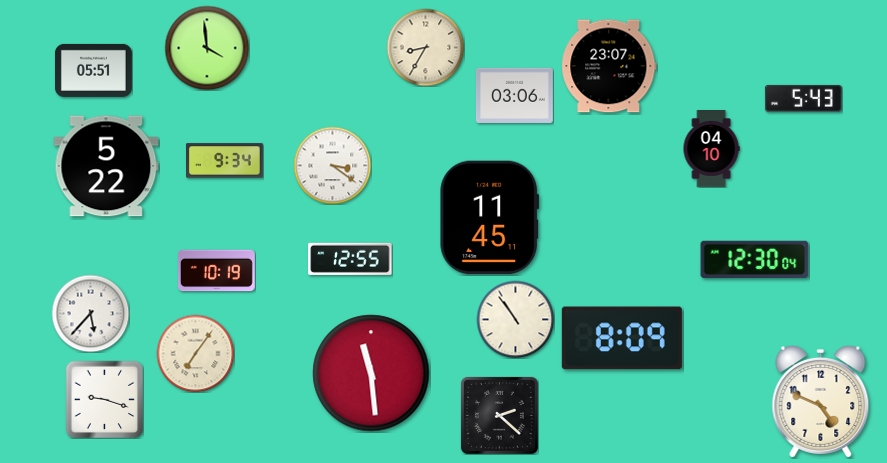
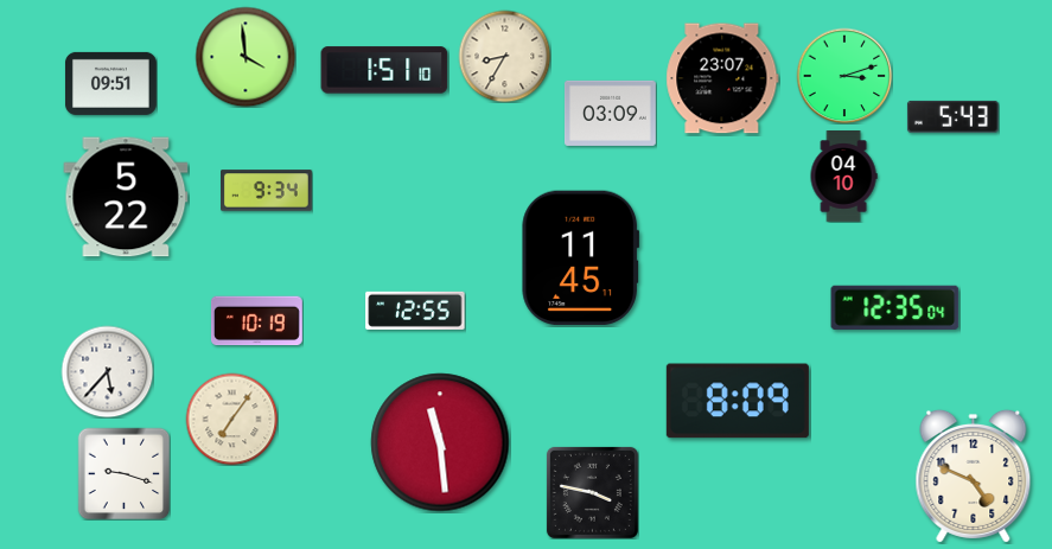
clock at (384, 70): none -> 1:51
clock at (844, 76): none -> 3:12
clock at (94, 70): 05:51 -> 09:51
clock at (515, 95): 03:06 -> 03:09
clock at (332, 165): 3:21 -> none
clock at (350, 259) position: (350, 259) -> (415, 311)
clock at (755, 259): 12:30 -> 12:35
clock at (515, 319): 10:54 -> none
clock at (499, 415): 2:22 -> 3:47
